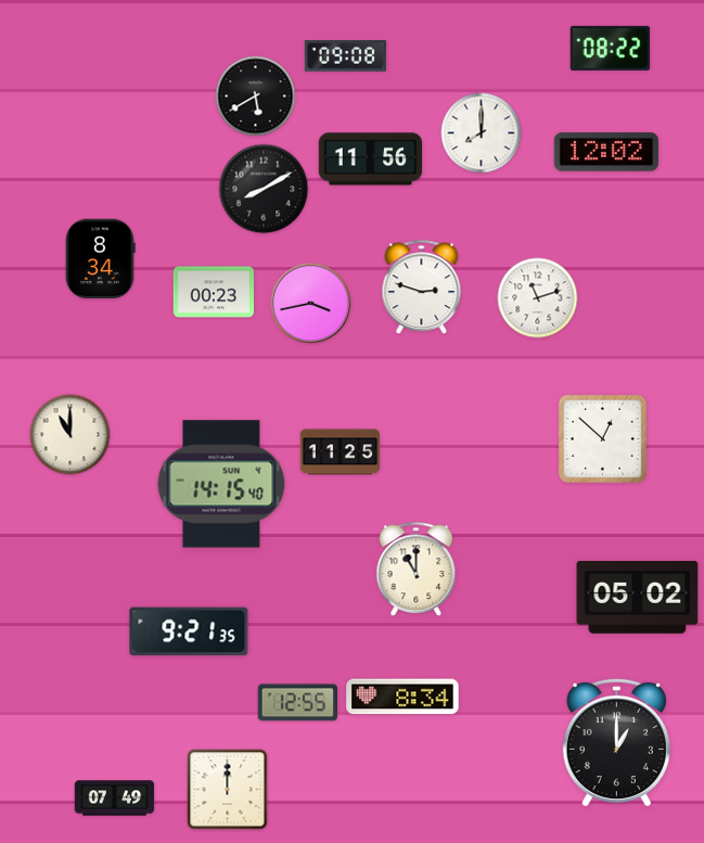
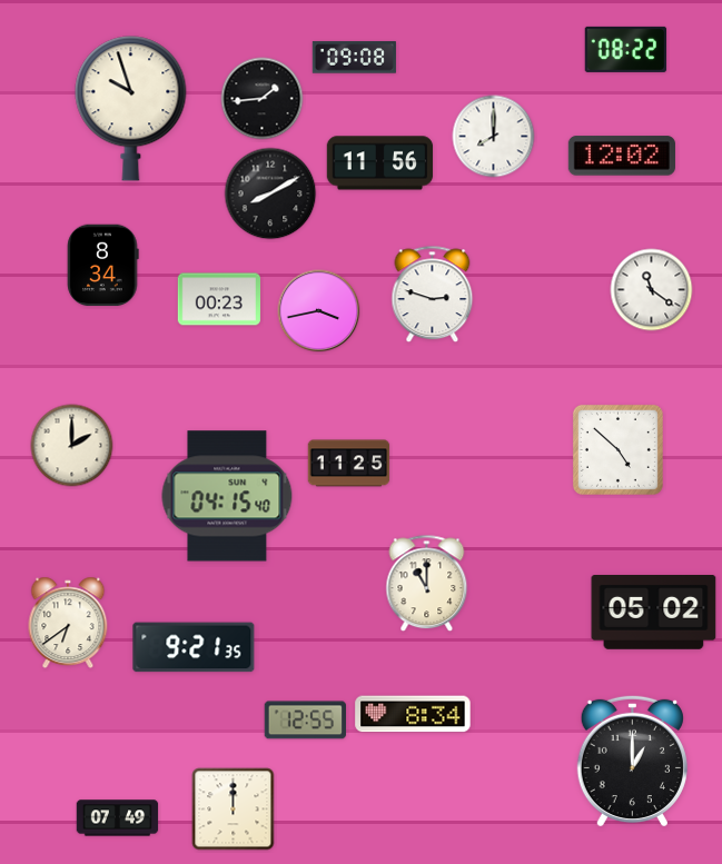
clock at (256, 97): 5:40 -> 1:44
clock at (131, 109): none -> 9:57
clock at (652, 290): none -> 11:21
clock at (538, 298): 11:12 -> none
clock at (71, 435): 11:00 -> 2:00
clock at (602, 438): 12:52 -> 4:52
clock at (221, 484): 14:15 -> 04:15
clock at (68, 623): none -> 6:39
